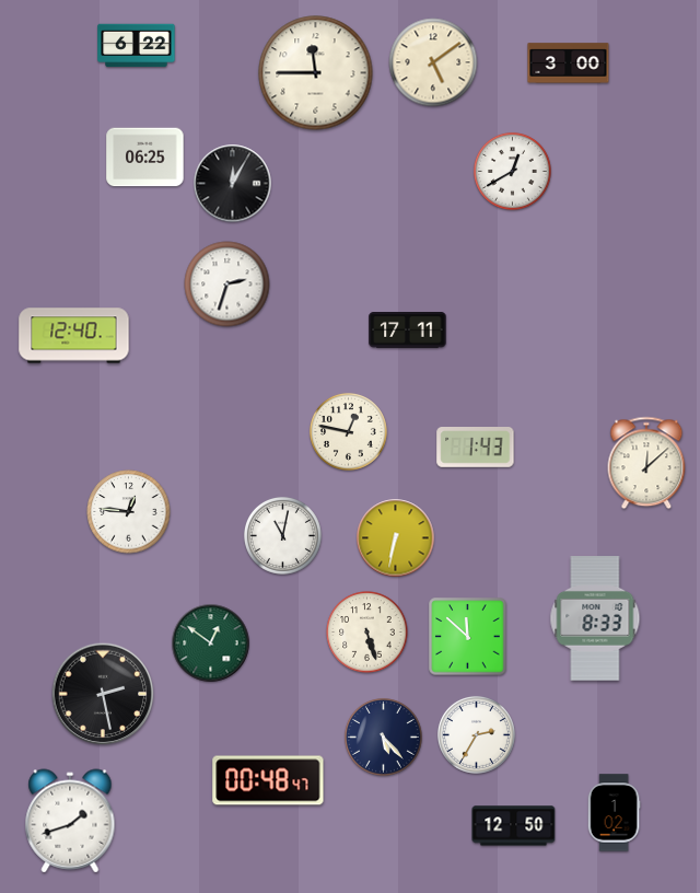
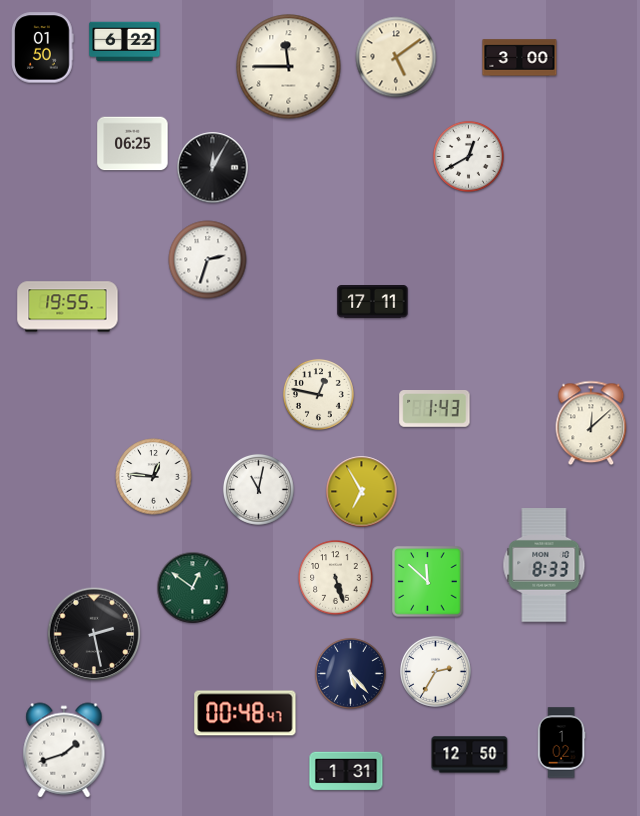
clock at (43, 48): none -> 01:50
clock at (74, 336): 12:40 -> 19:55
clock at (129, 512) position: (129, 512) -> (154, 477)
clock at (396, 538): 6:32 -> 6:55
clock at (346, 771): none -> 1:31
